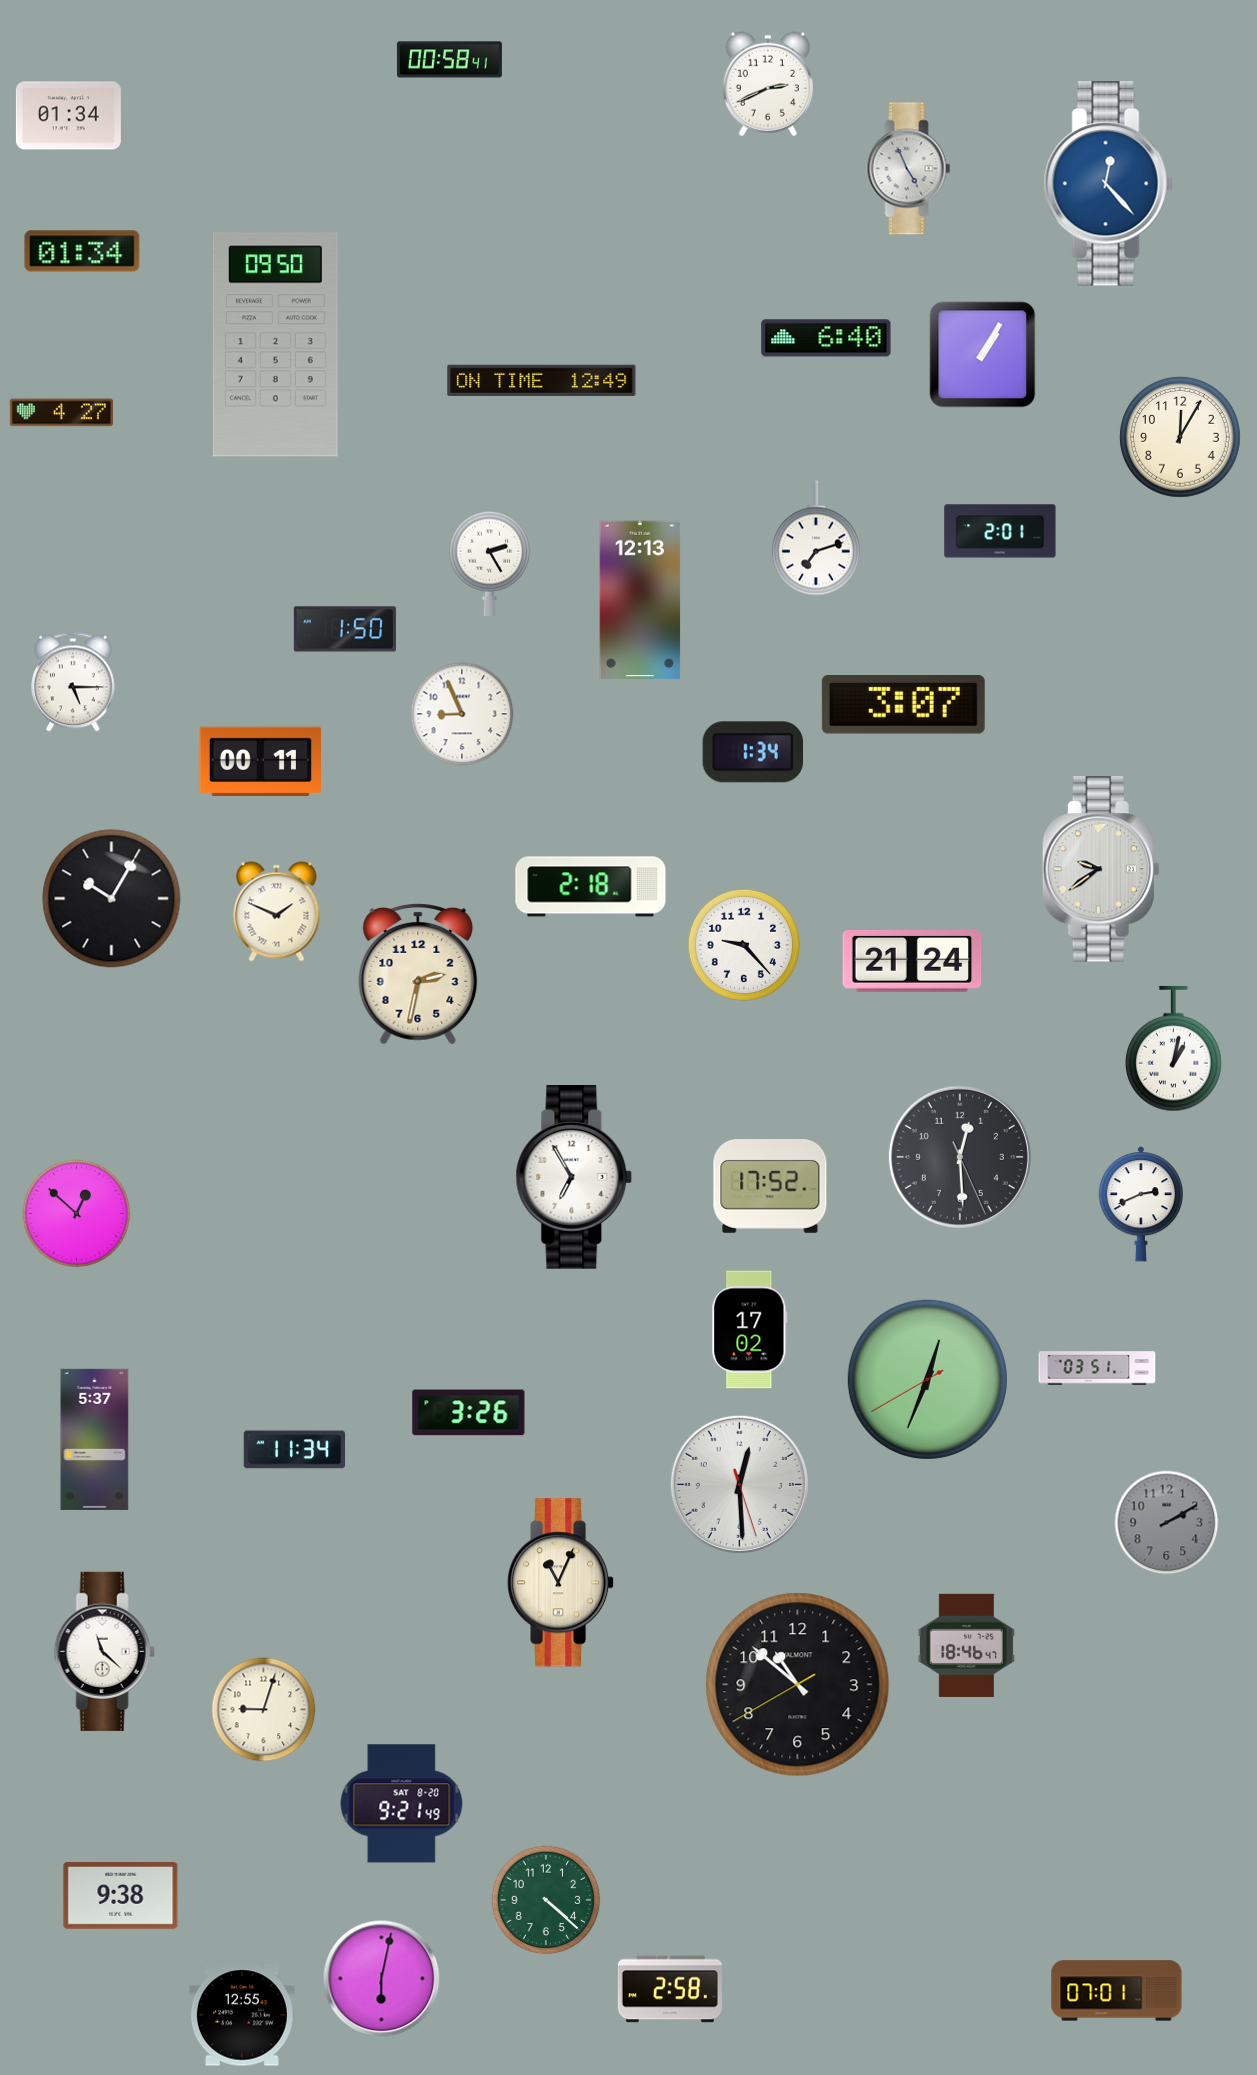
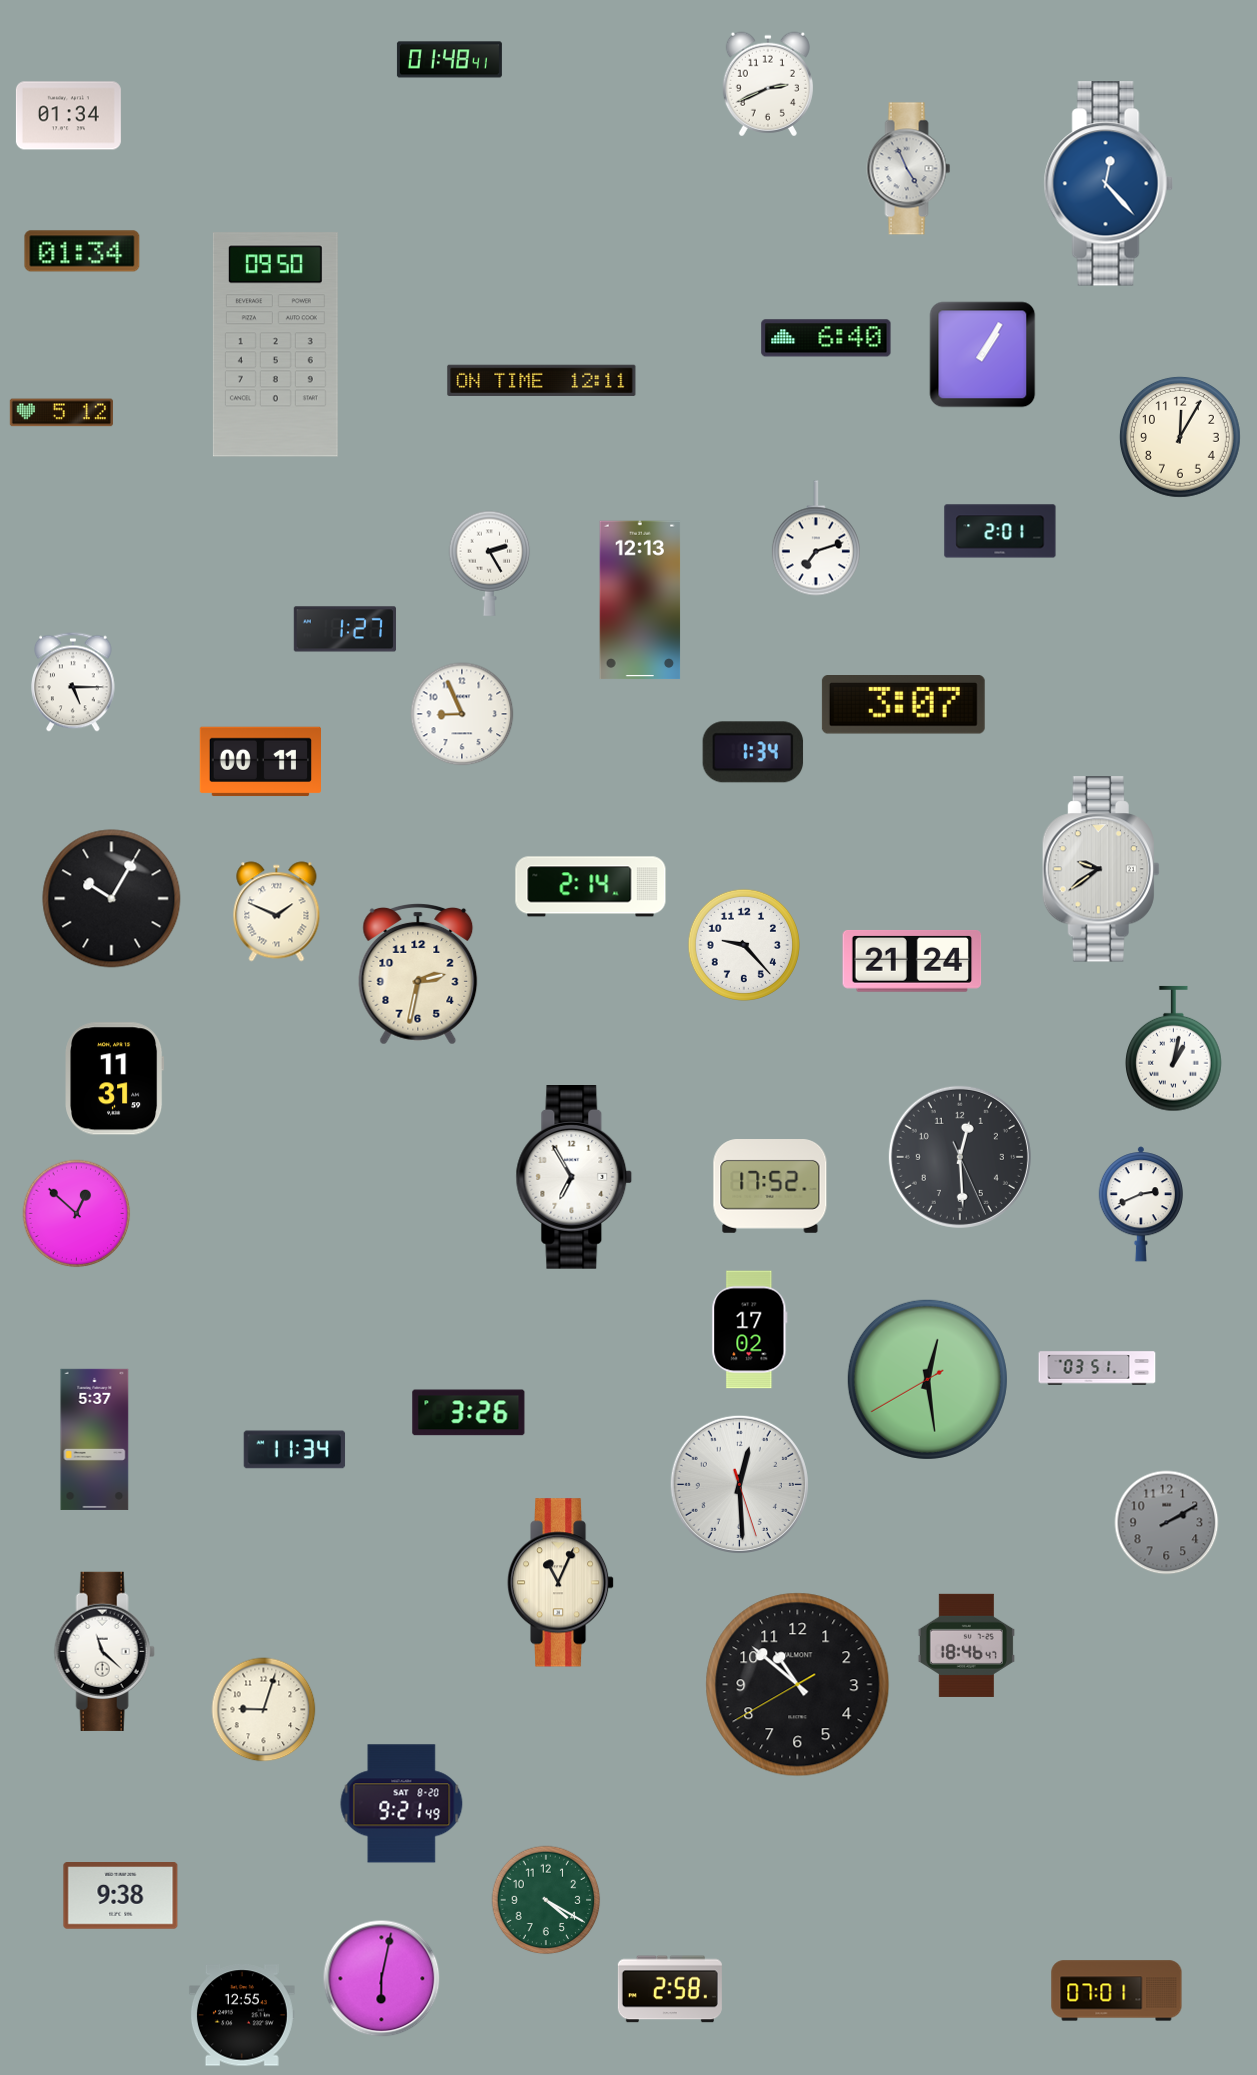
clock at (449, 60): 00:58 -> 01:48
clock at (542, 380): 12:49 -> 12:11
clock at (61, 413): 4:27 -> 5:12
clock at (344, 629): 1:50 -> 1:27
clock at (591, 887): 2:18 -> 2:14
clock at (115, 1079): none -> 11:31
clock at (927, 1379): 12:33 -> 12:28
clock at (546, 1900): 4:22 -> 4:20
